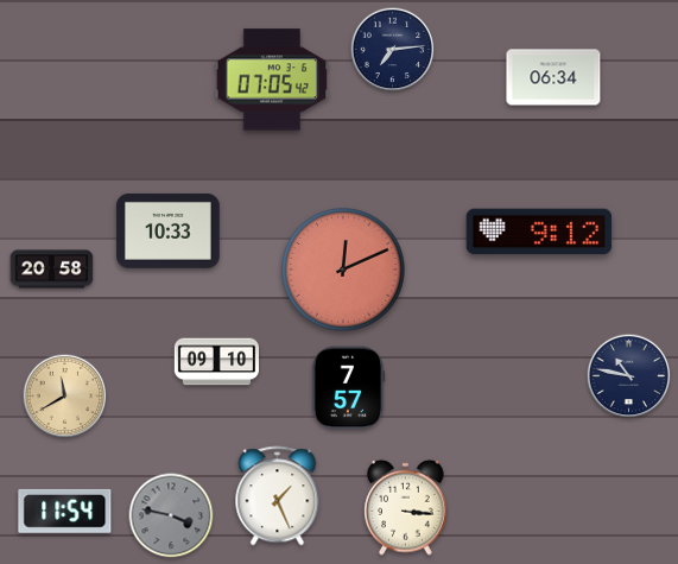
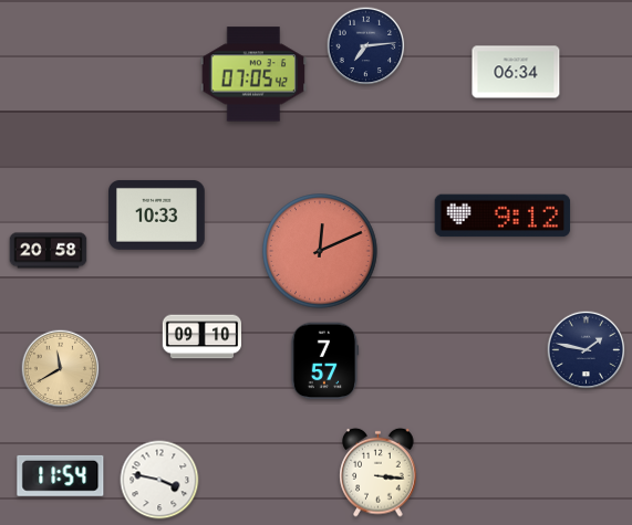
clock at (629, 376): 10:47 -> 1:47
clock at (278, 496): 1:26 -> none
clock at (171, 515) dial: grey -> white
